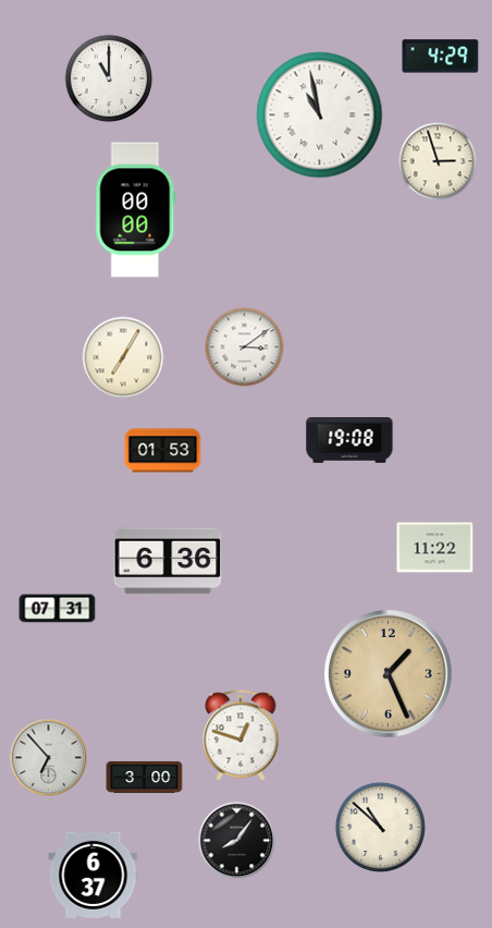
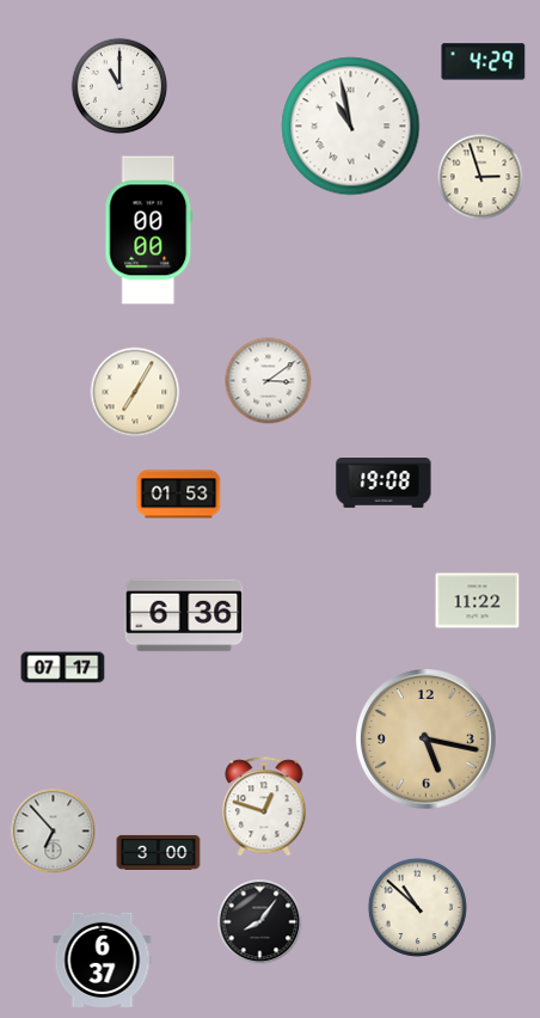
clock at (58, 609): 07:31 -> 07:17
clock at (389, 674): 1:26 -> 5:17
